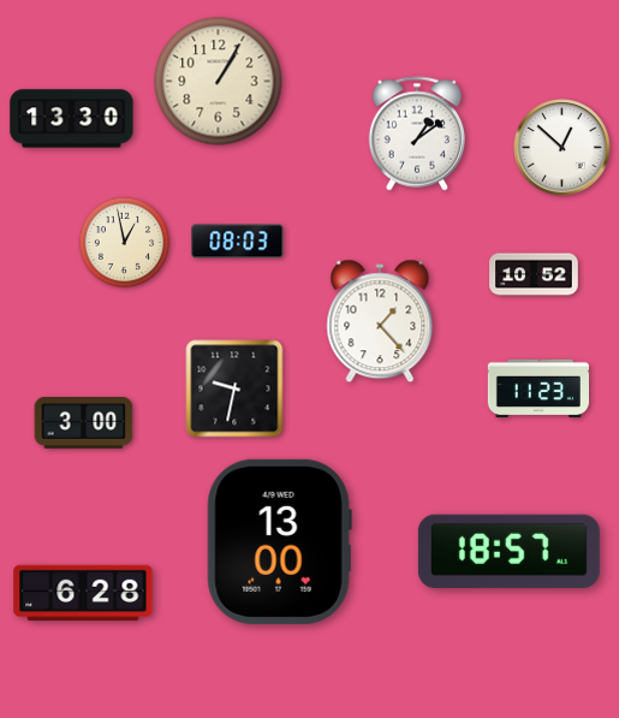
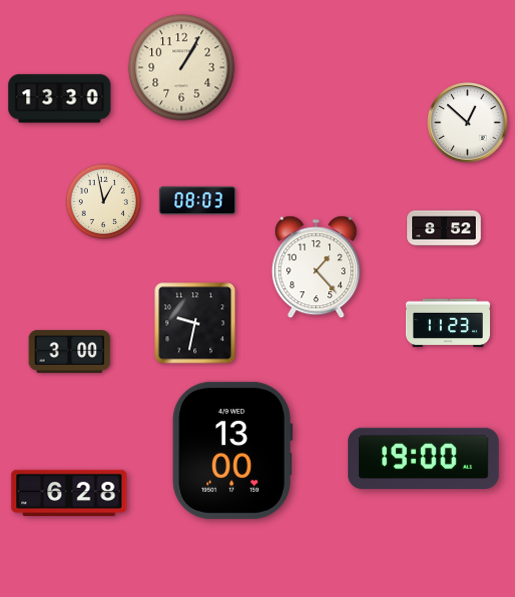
clock at (417, 133): 1:09 -> none
clock at (534, 274): 10:52 -> 8:52
clock at (508, 551): 18:57 -> 19:00
